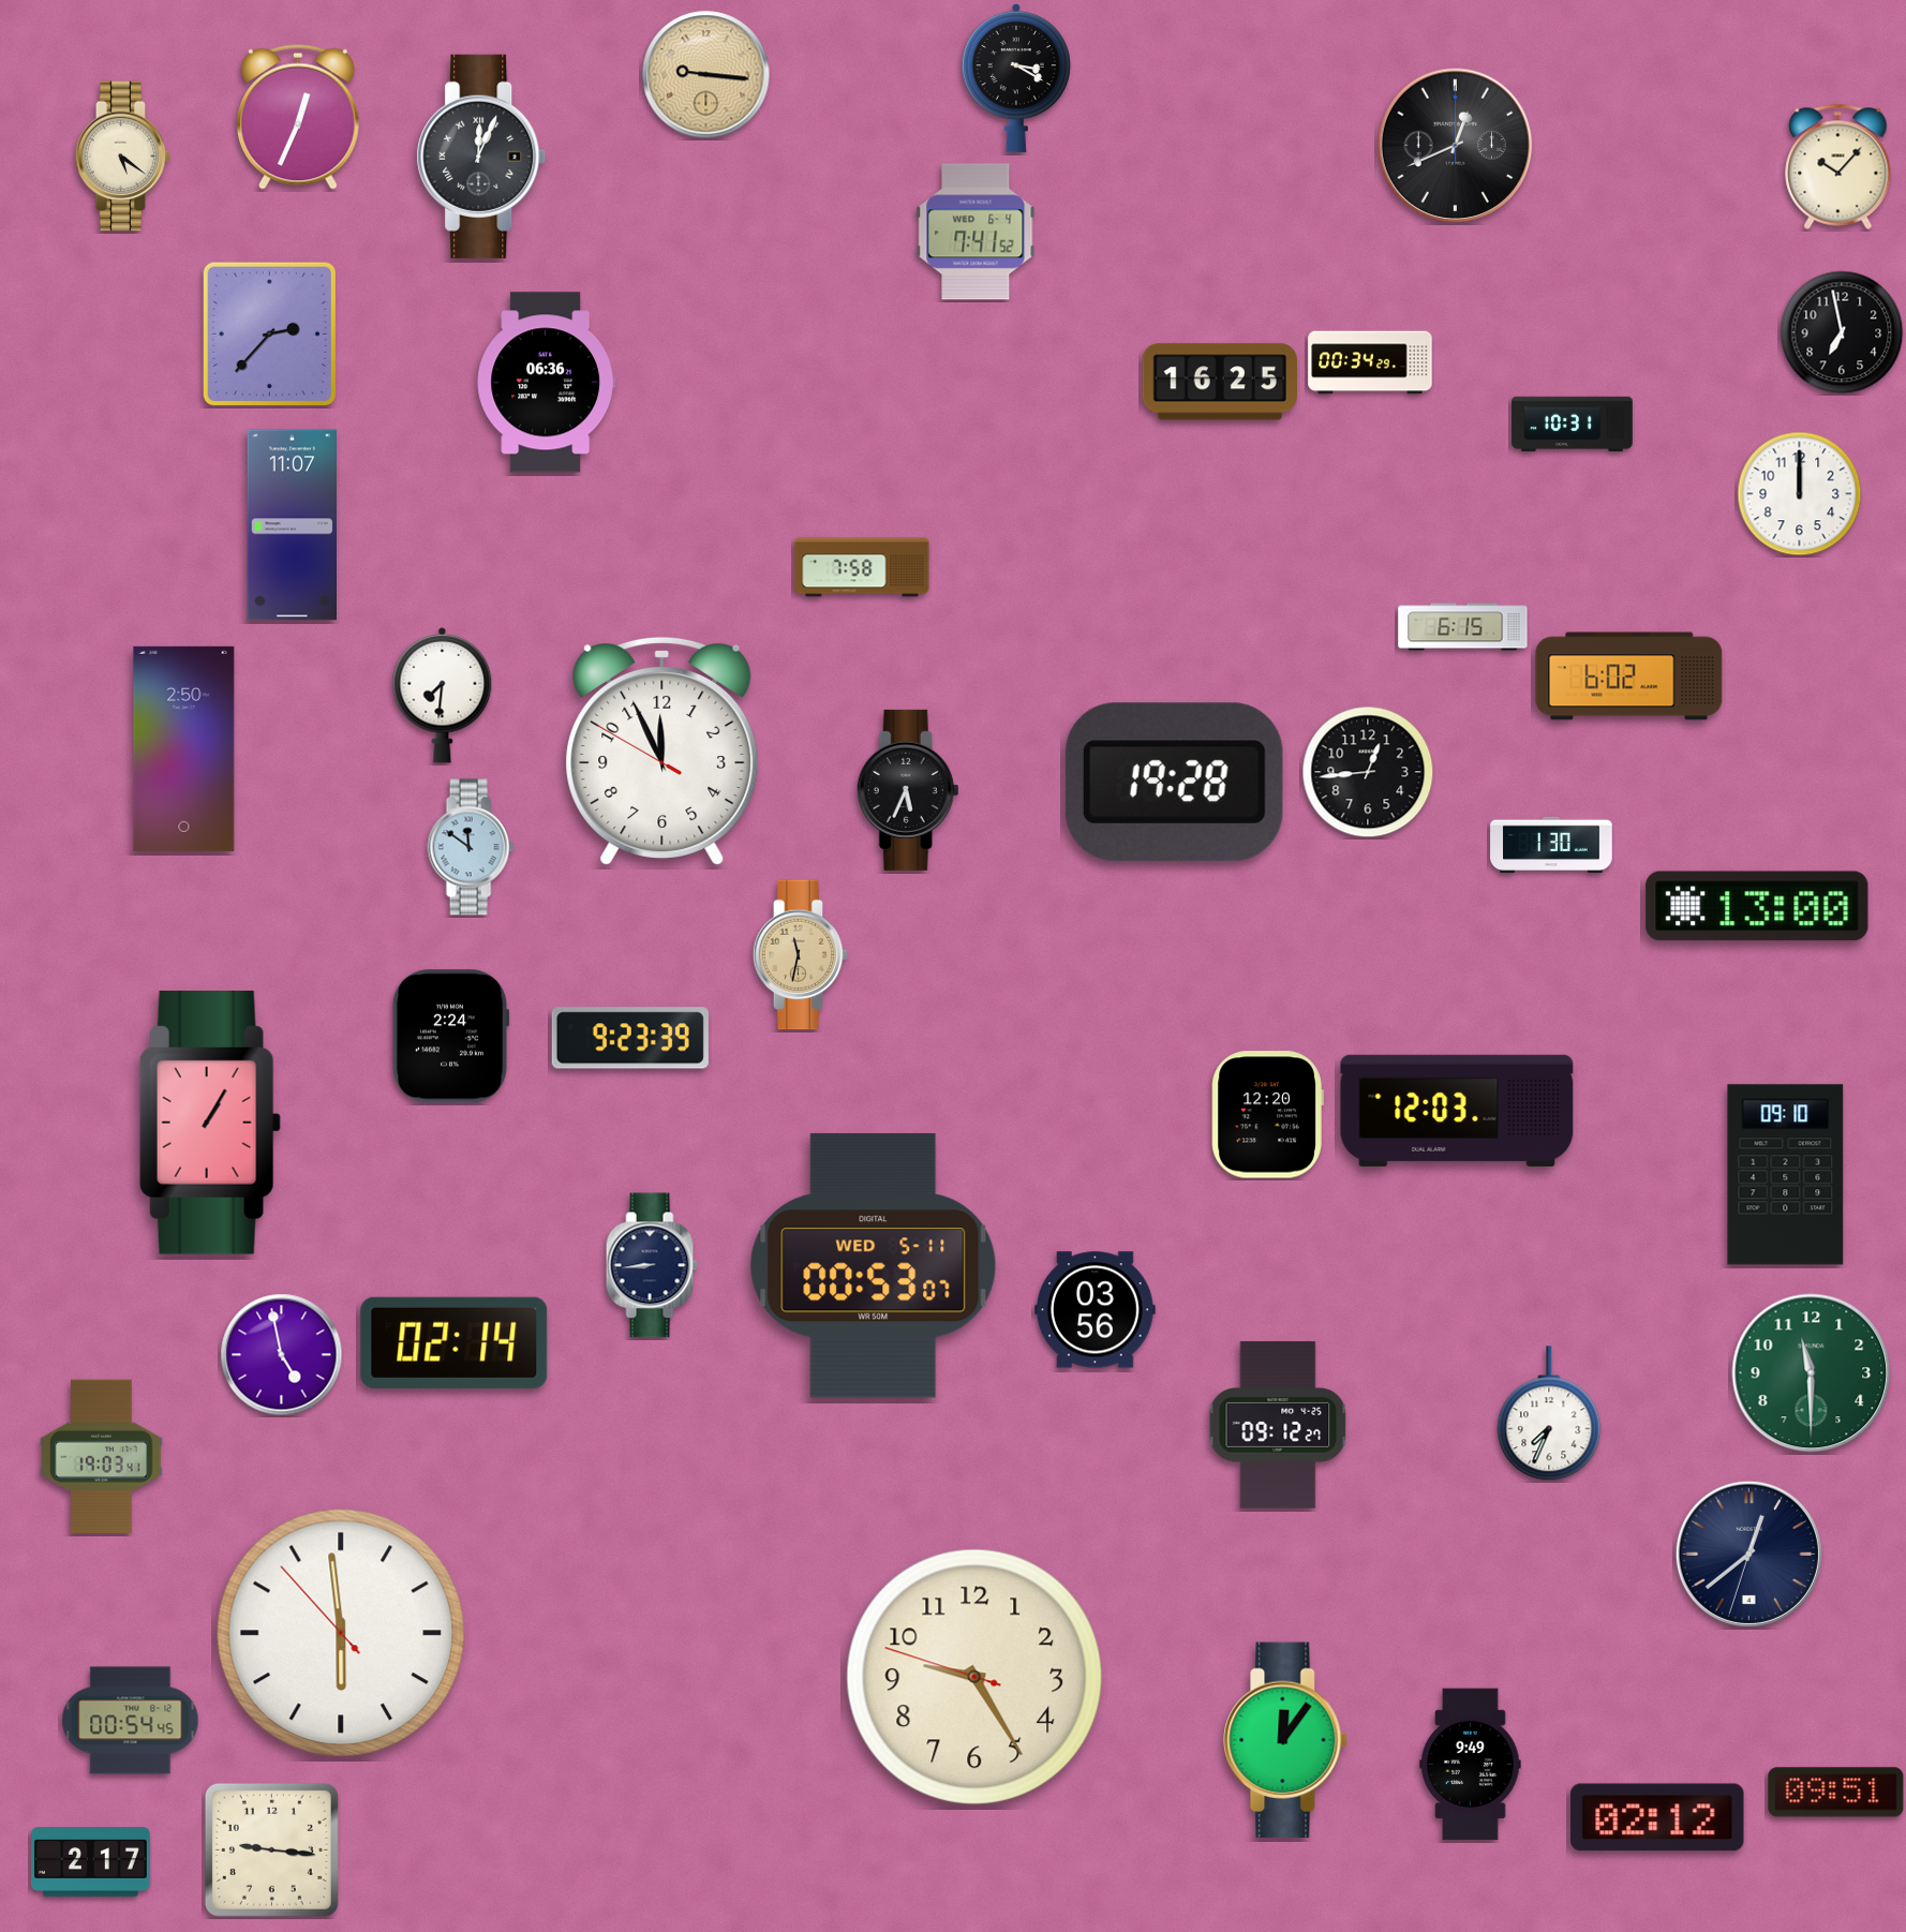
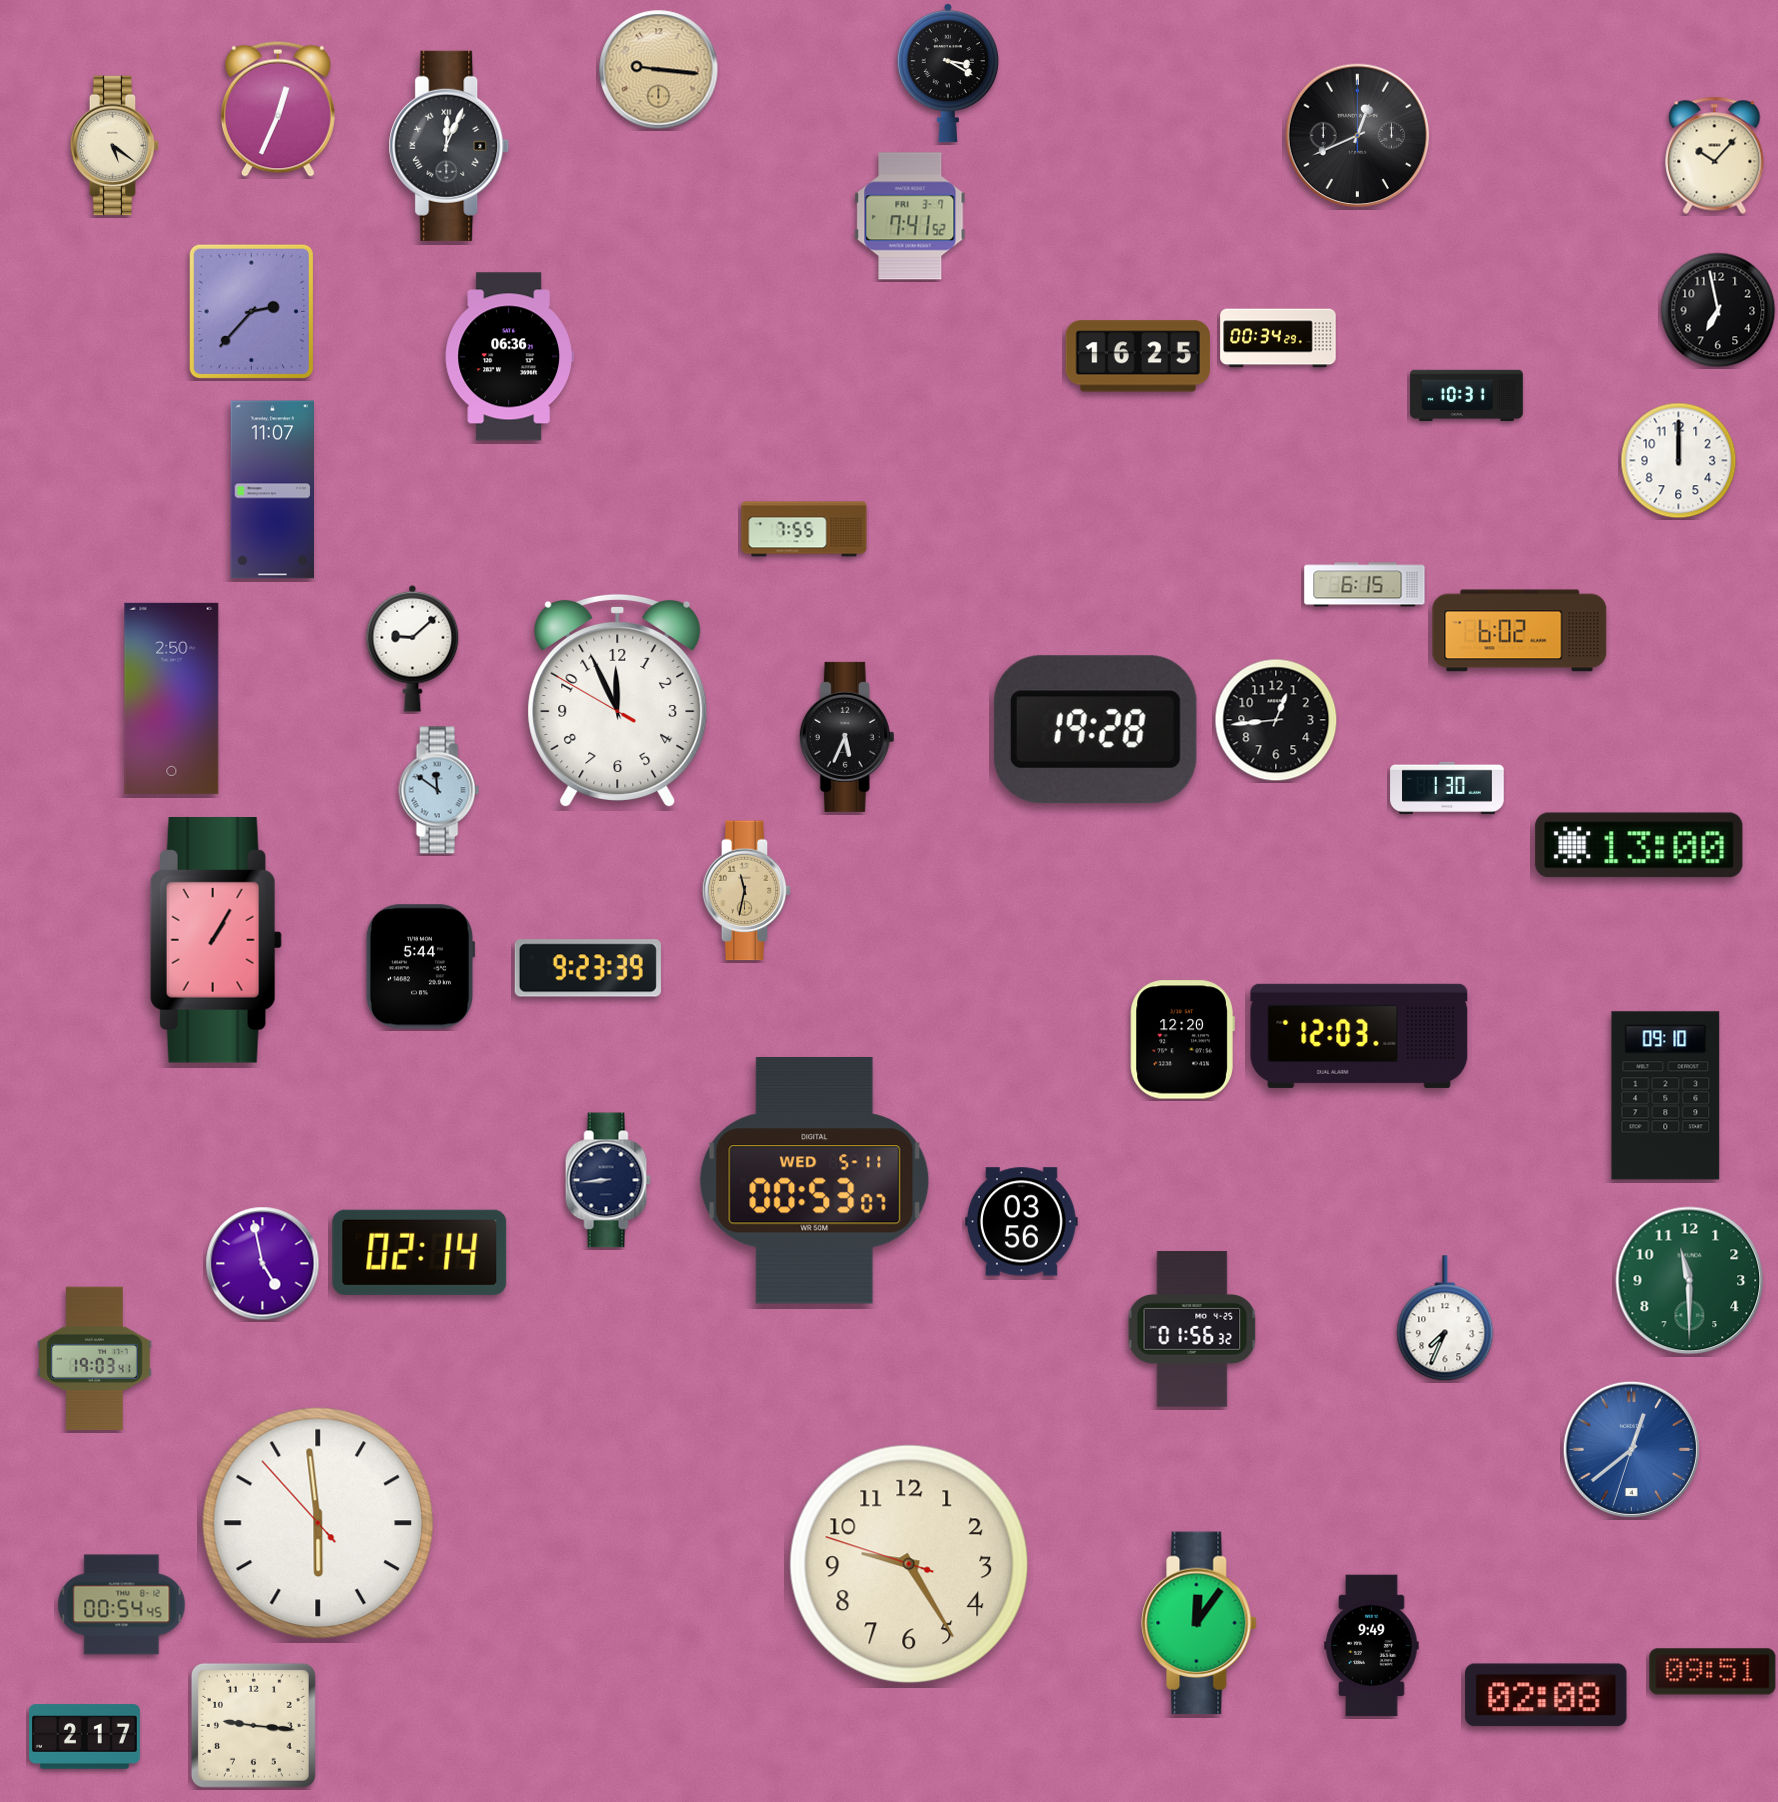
clock at (976, 232) date: WED 6-4 -> FRI 3-7
clock at (862, 567): 7:58 -> 7:55
clock at (443, 695): 7:31 -> 9:08
clock at (450, 1037): 2:24 -> 5:44
clock at (210, 1124) position: (210, 1124) -> (216, 941)
clock at (455, 1342) position: (455, 1342) -> (420, 1252)
clock at (1278, 1425): 09:12 -> 01:56
clock at (1748, 1554) dial: navy -> blue
clock at (1657, 1817): 02:12 -> 02:08
